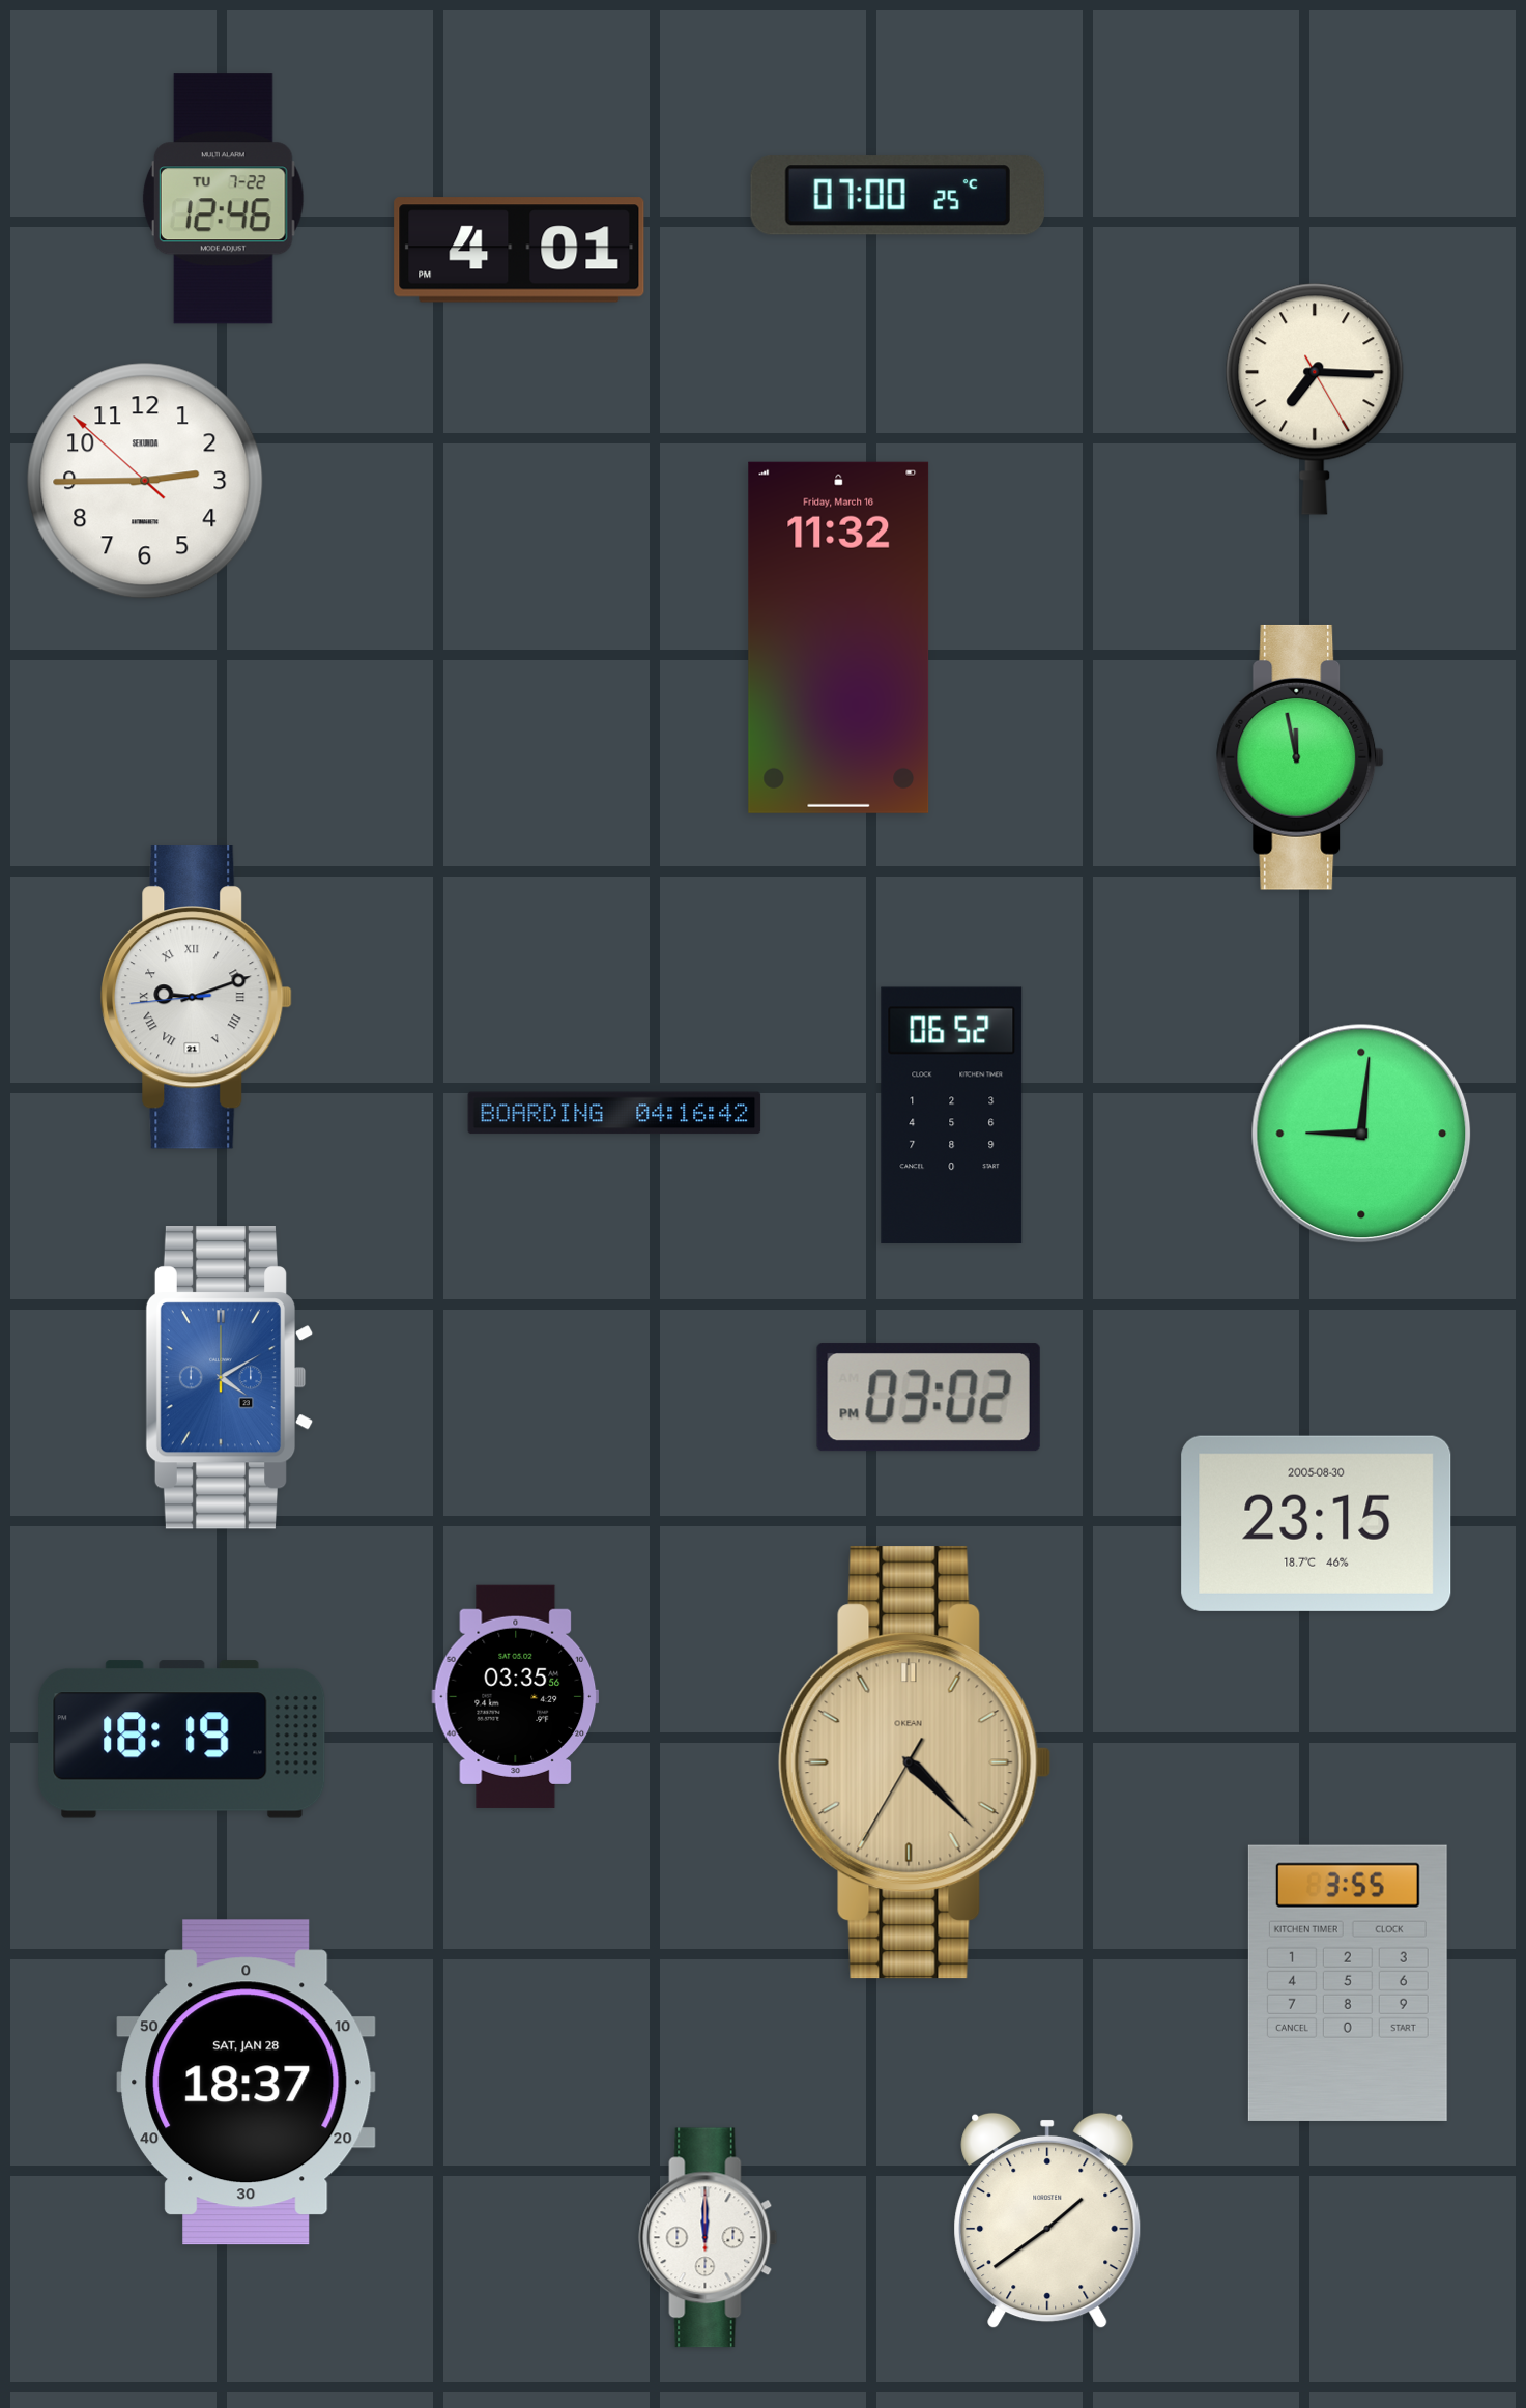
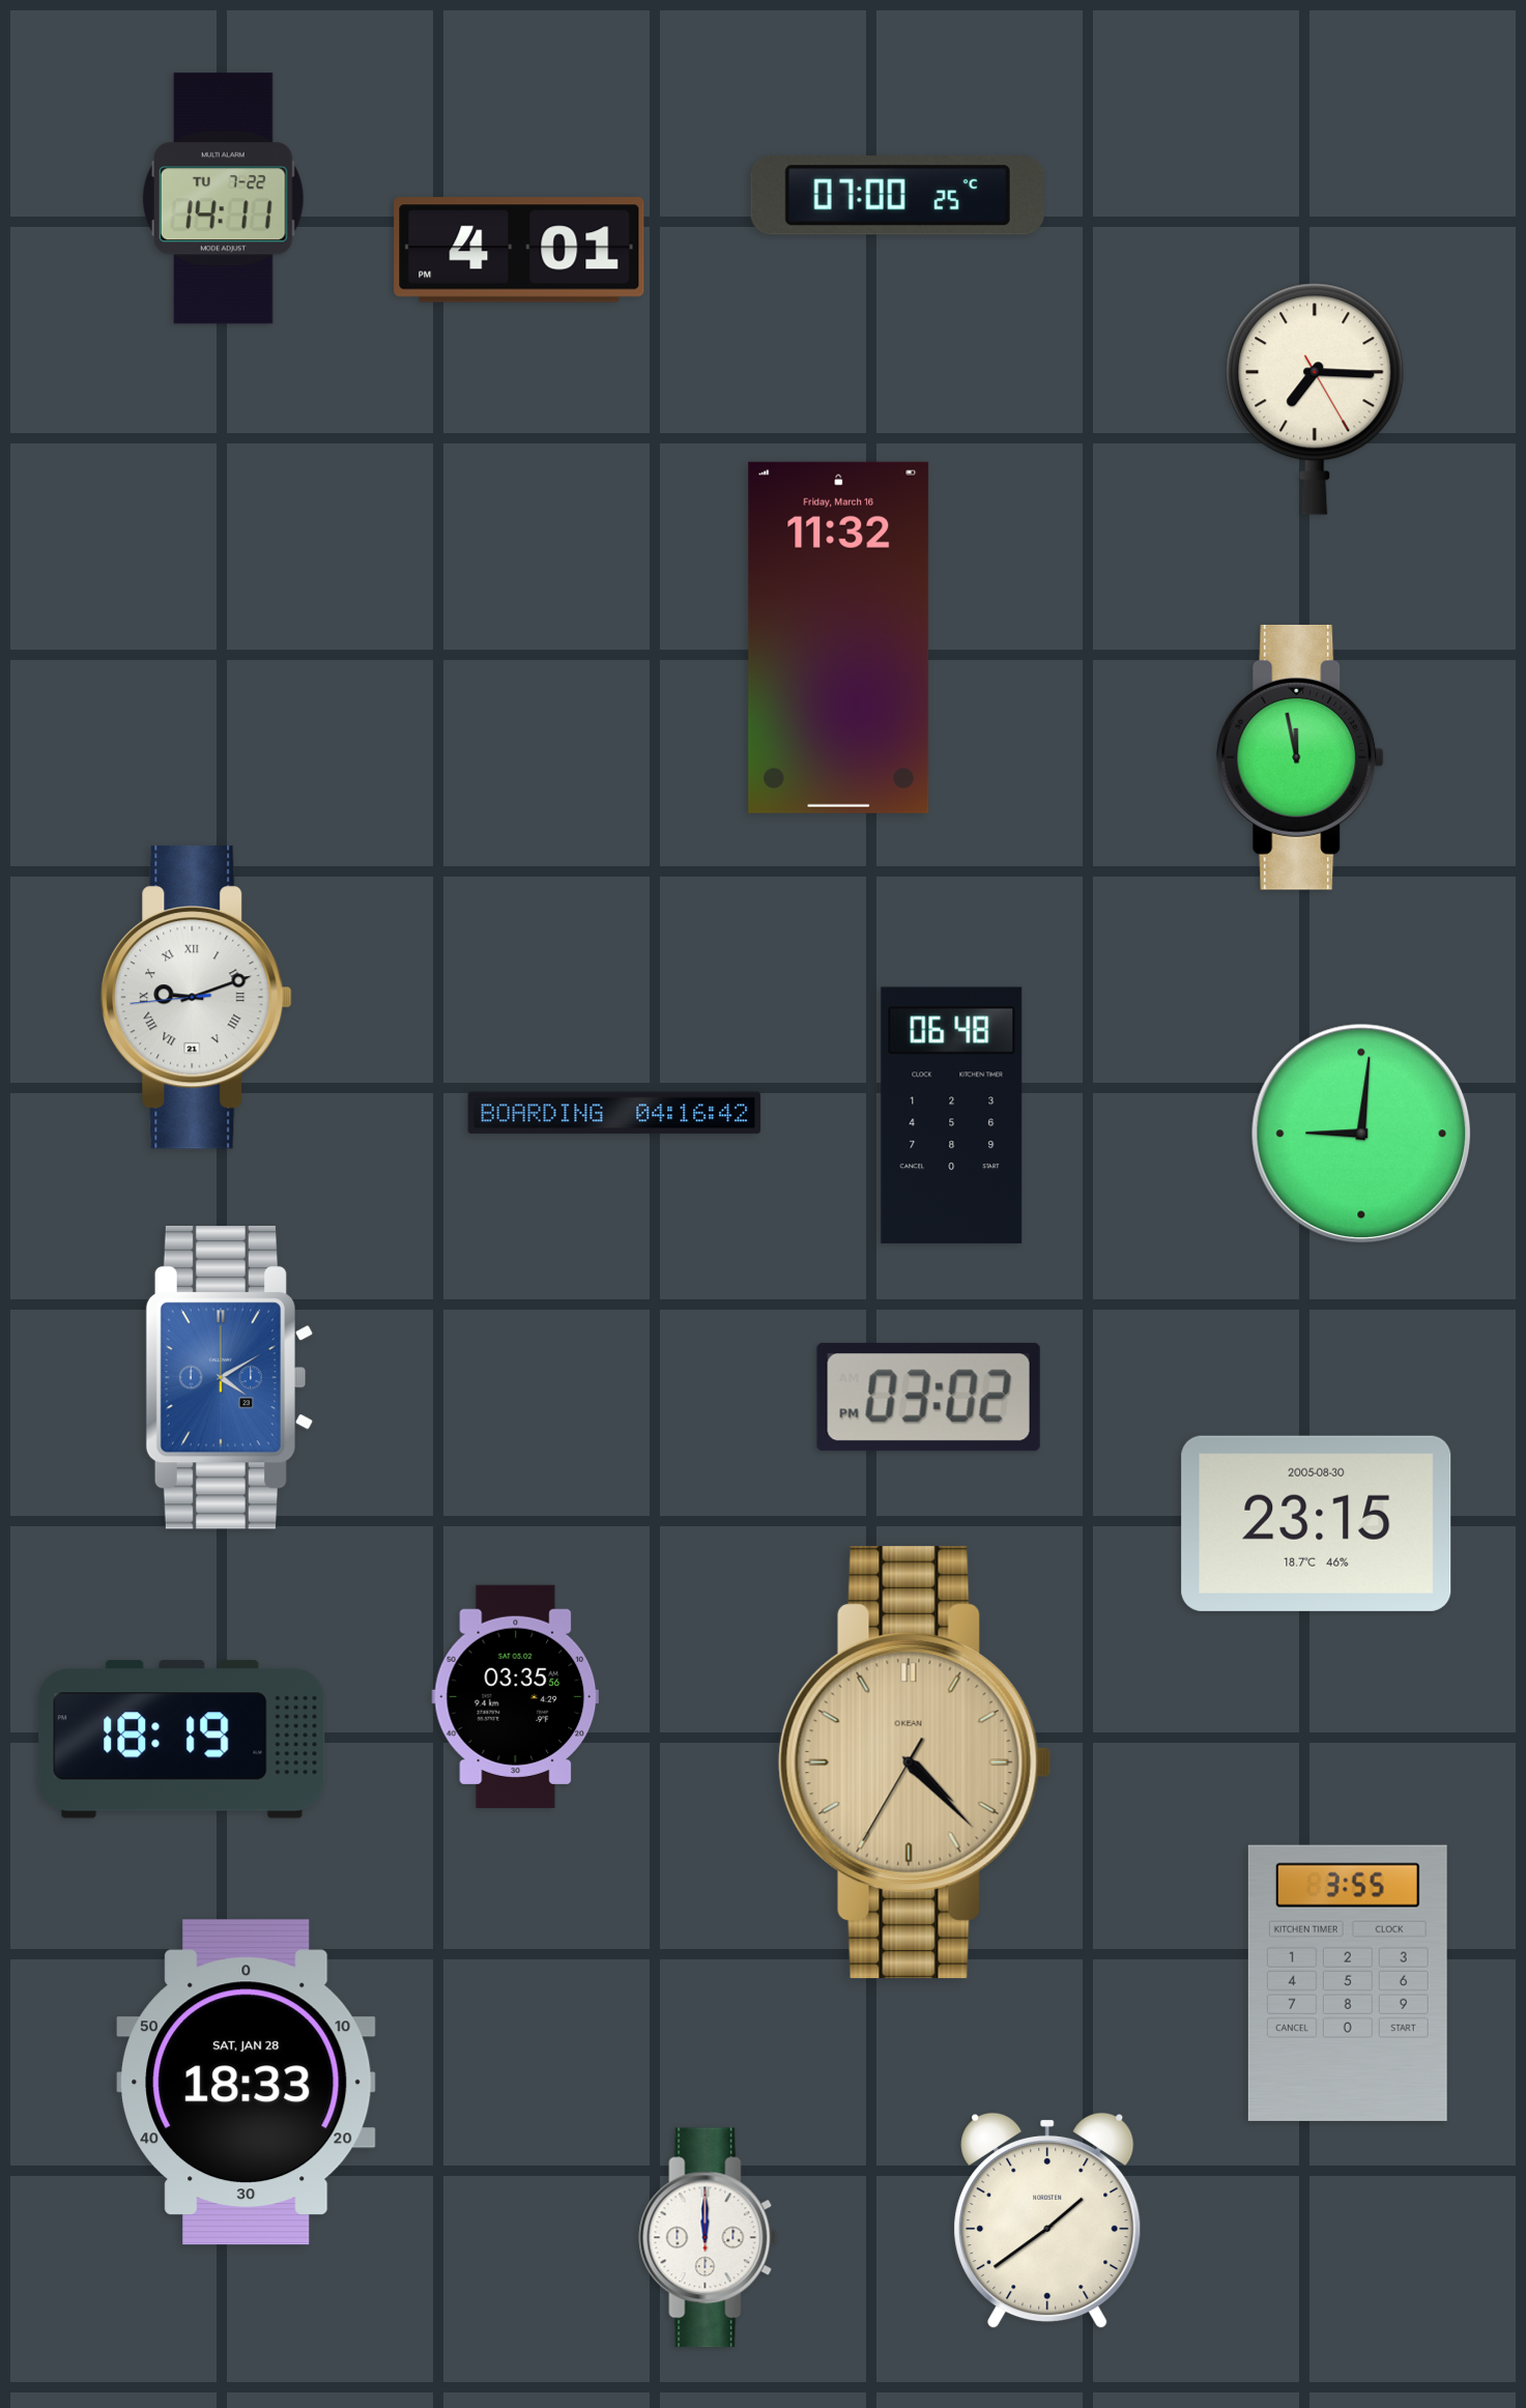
clock at (223, 199): 12:46 -> 14:11
clock at (145, 481): 2:44 -> none
clock at (952, 1116): 06:52 -> 06:48
clock at (247, 2083): 18:37 -> 18:33
